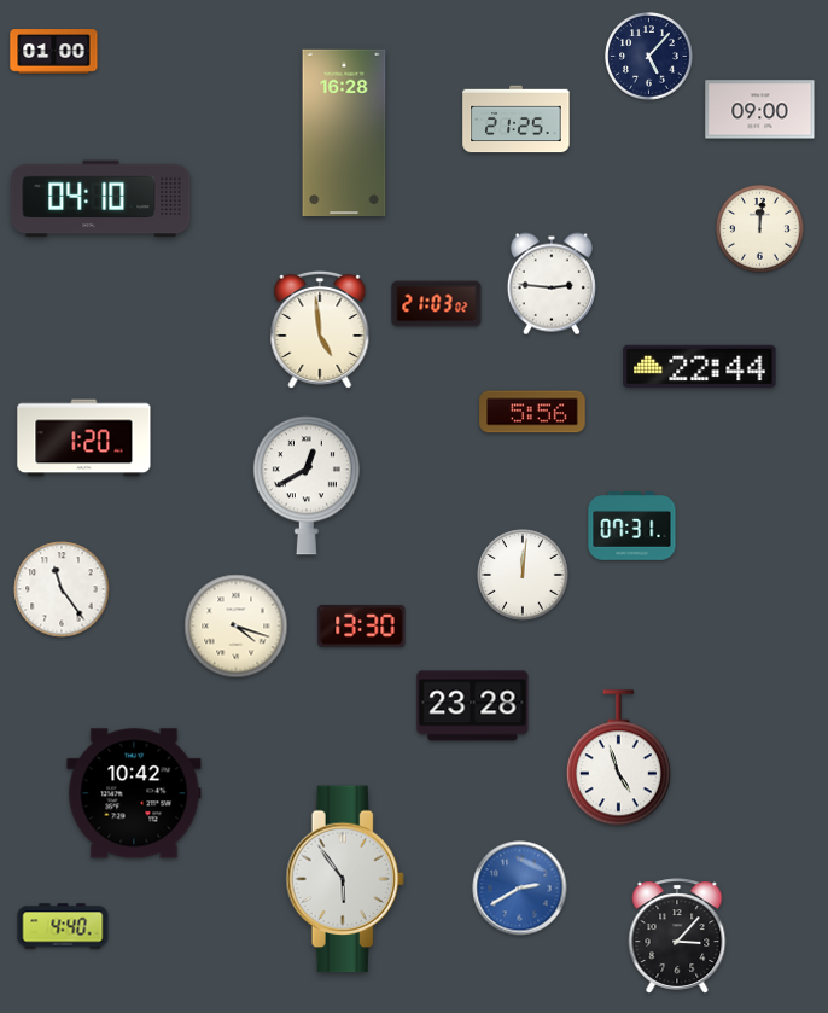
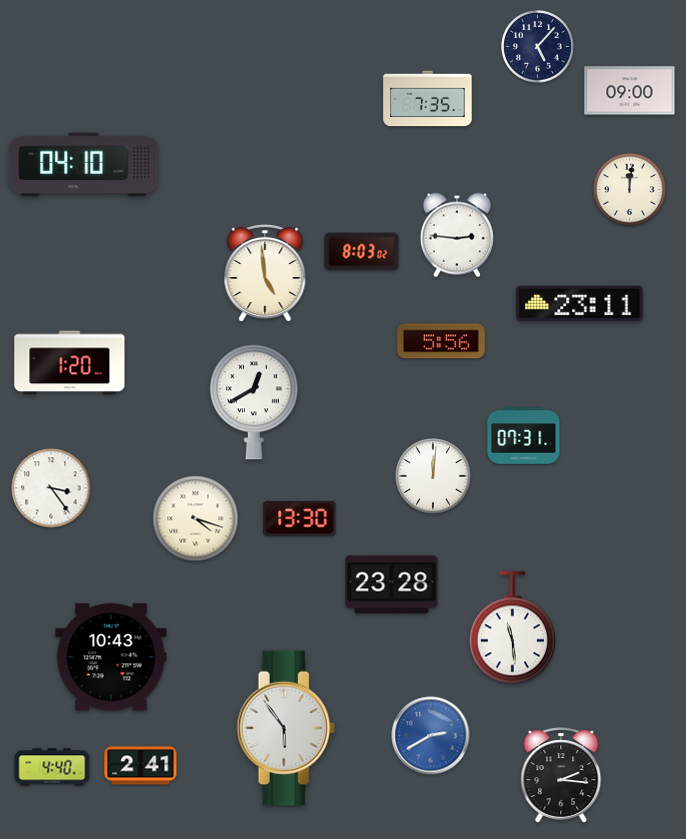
clock at (54, 52): 01:00 -> none
clock at (517, 120): 21:25 -> 7:35
clock at (344, 132): 16:28 -> none
clock at (437, 304): 21:03 -> 8:03
clock at (700, 366): 22:44 -> 23:11
clock at (62, 589): 11:24 -> 3:24
clock at (618, 758): 4:57 -> 11:29
clock at (134, 793): 10:42 -> 10:43
clock at (141, 766): none -> 2:41
clock at (677, 936): 3:07 -> 2:16
